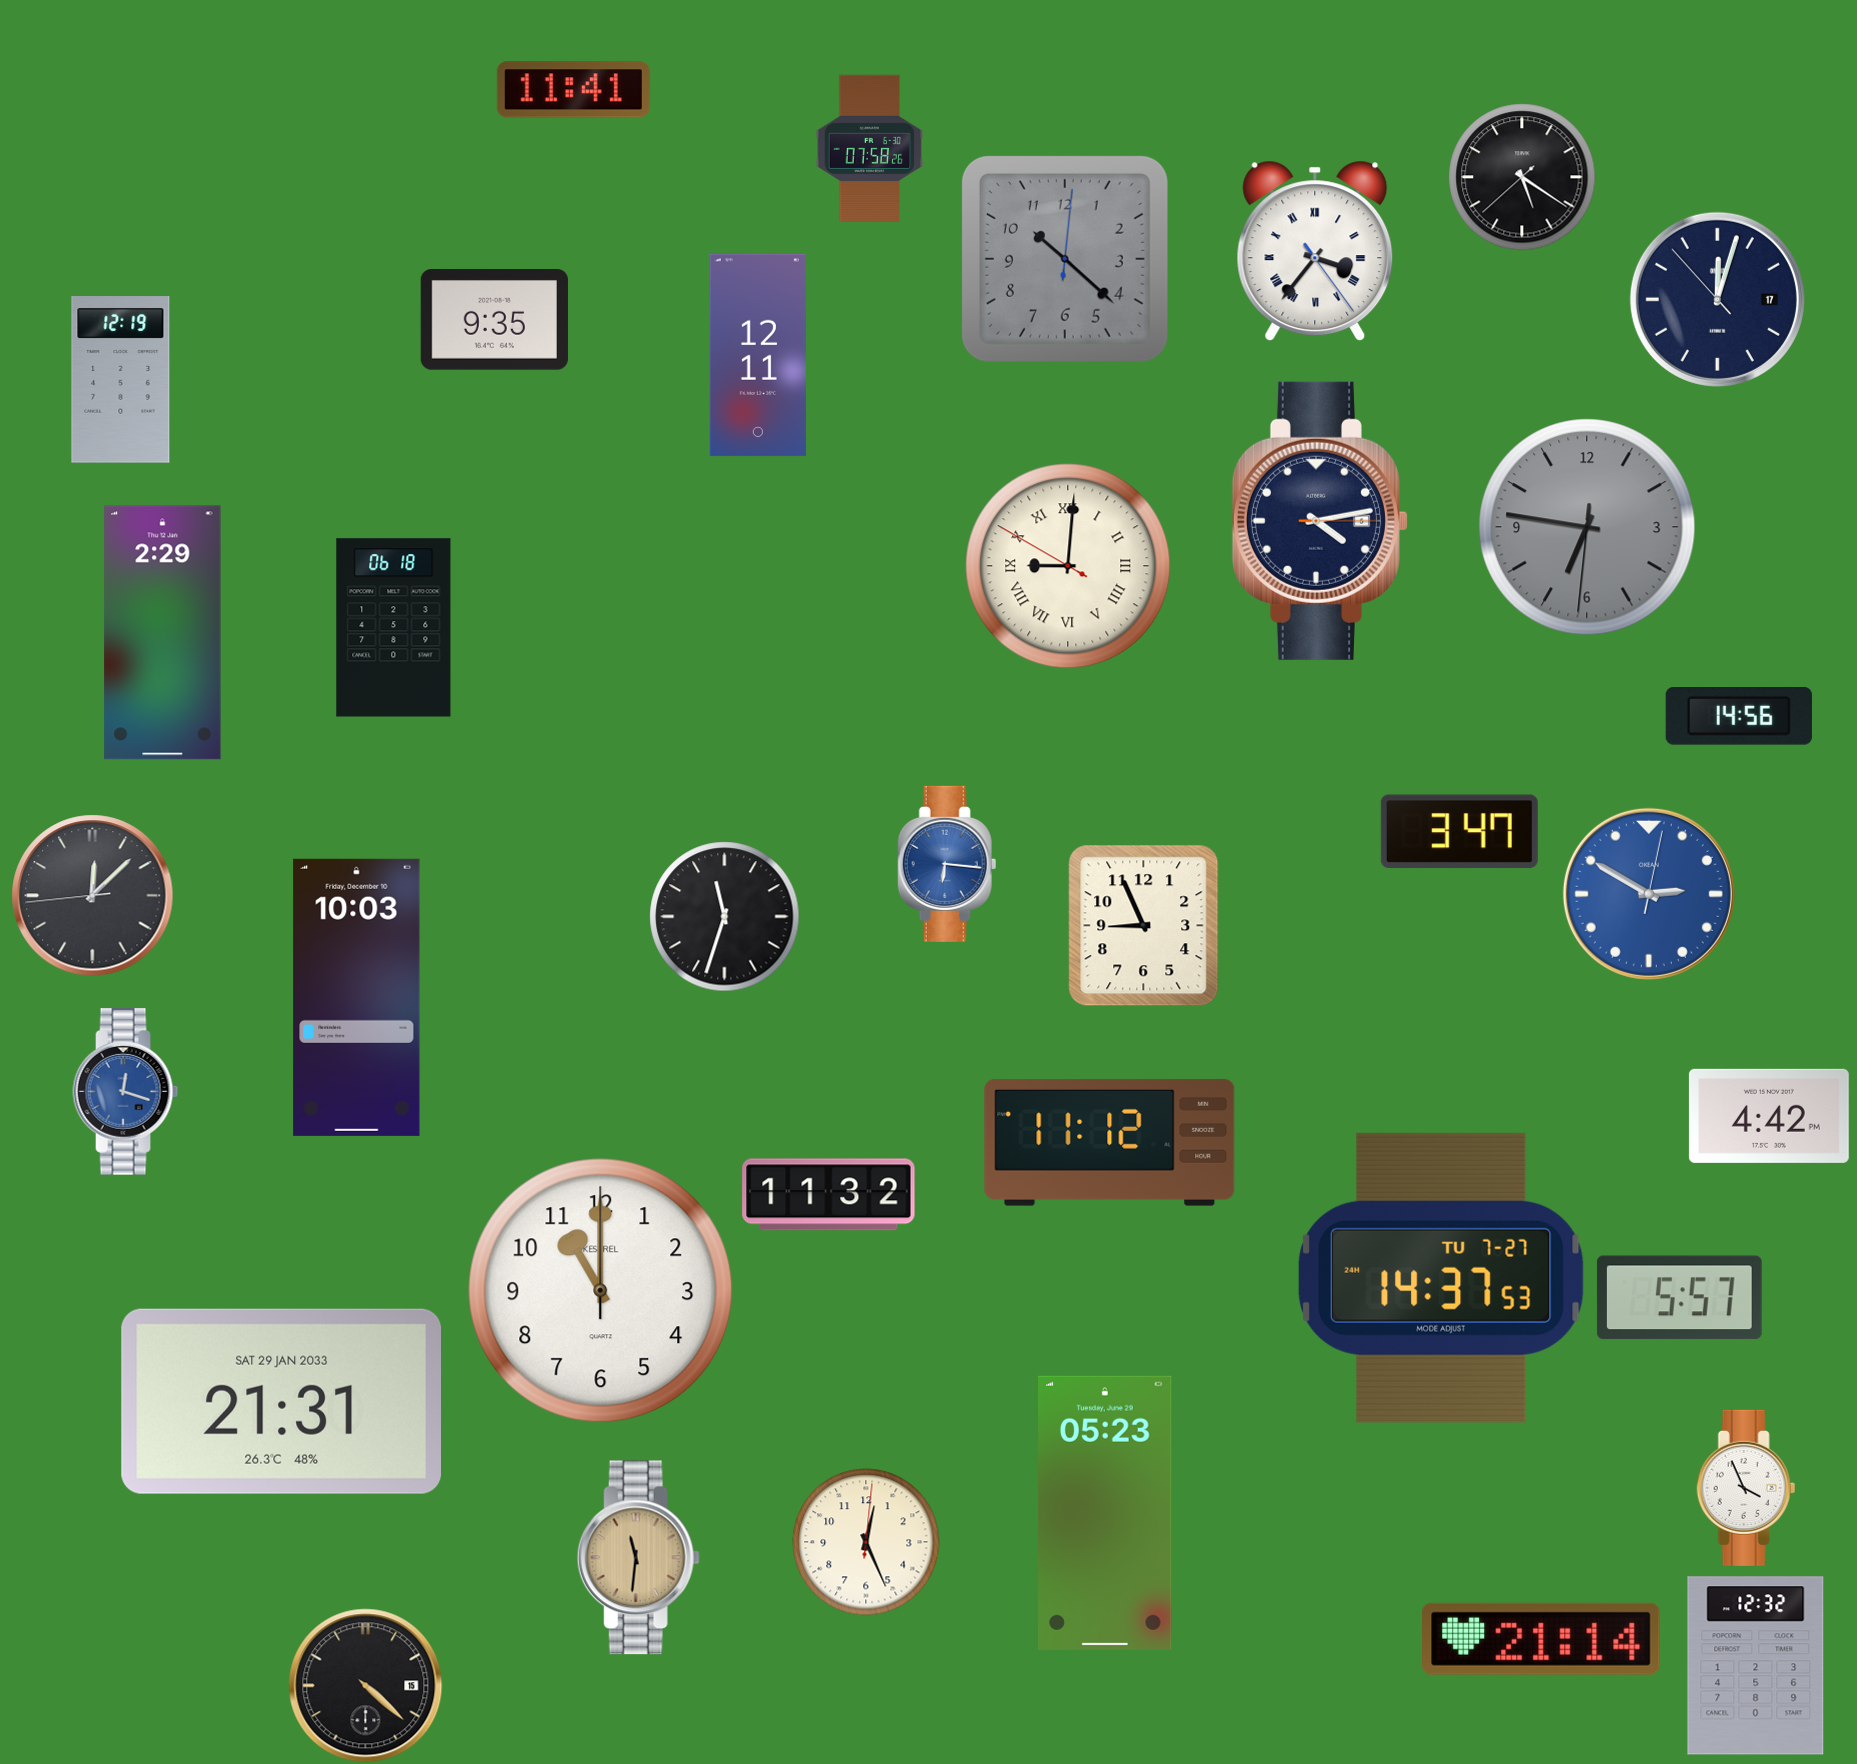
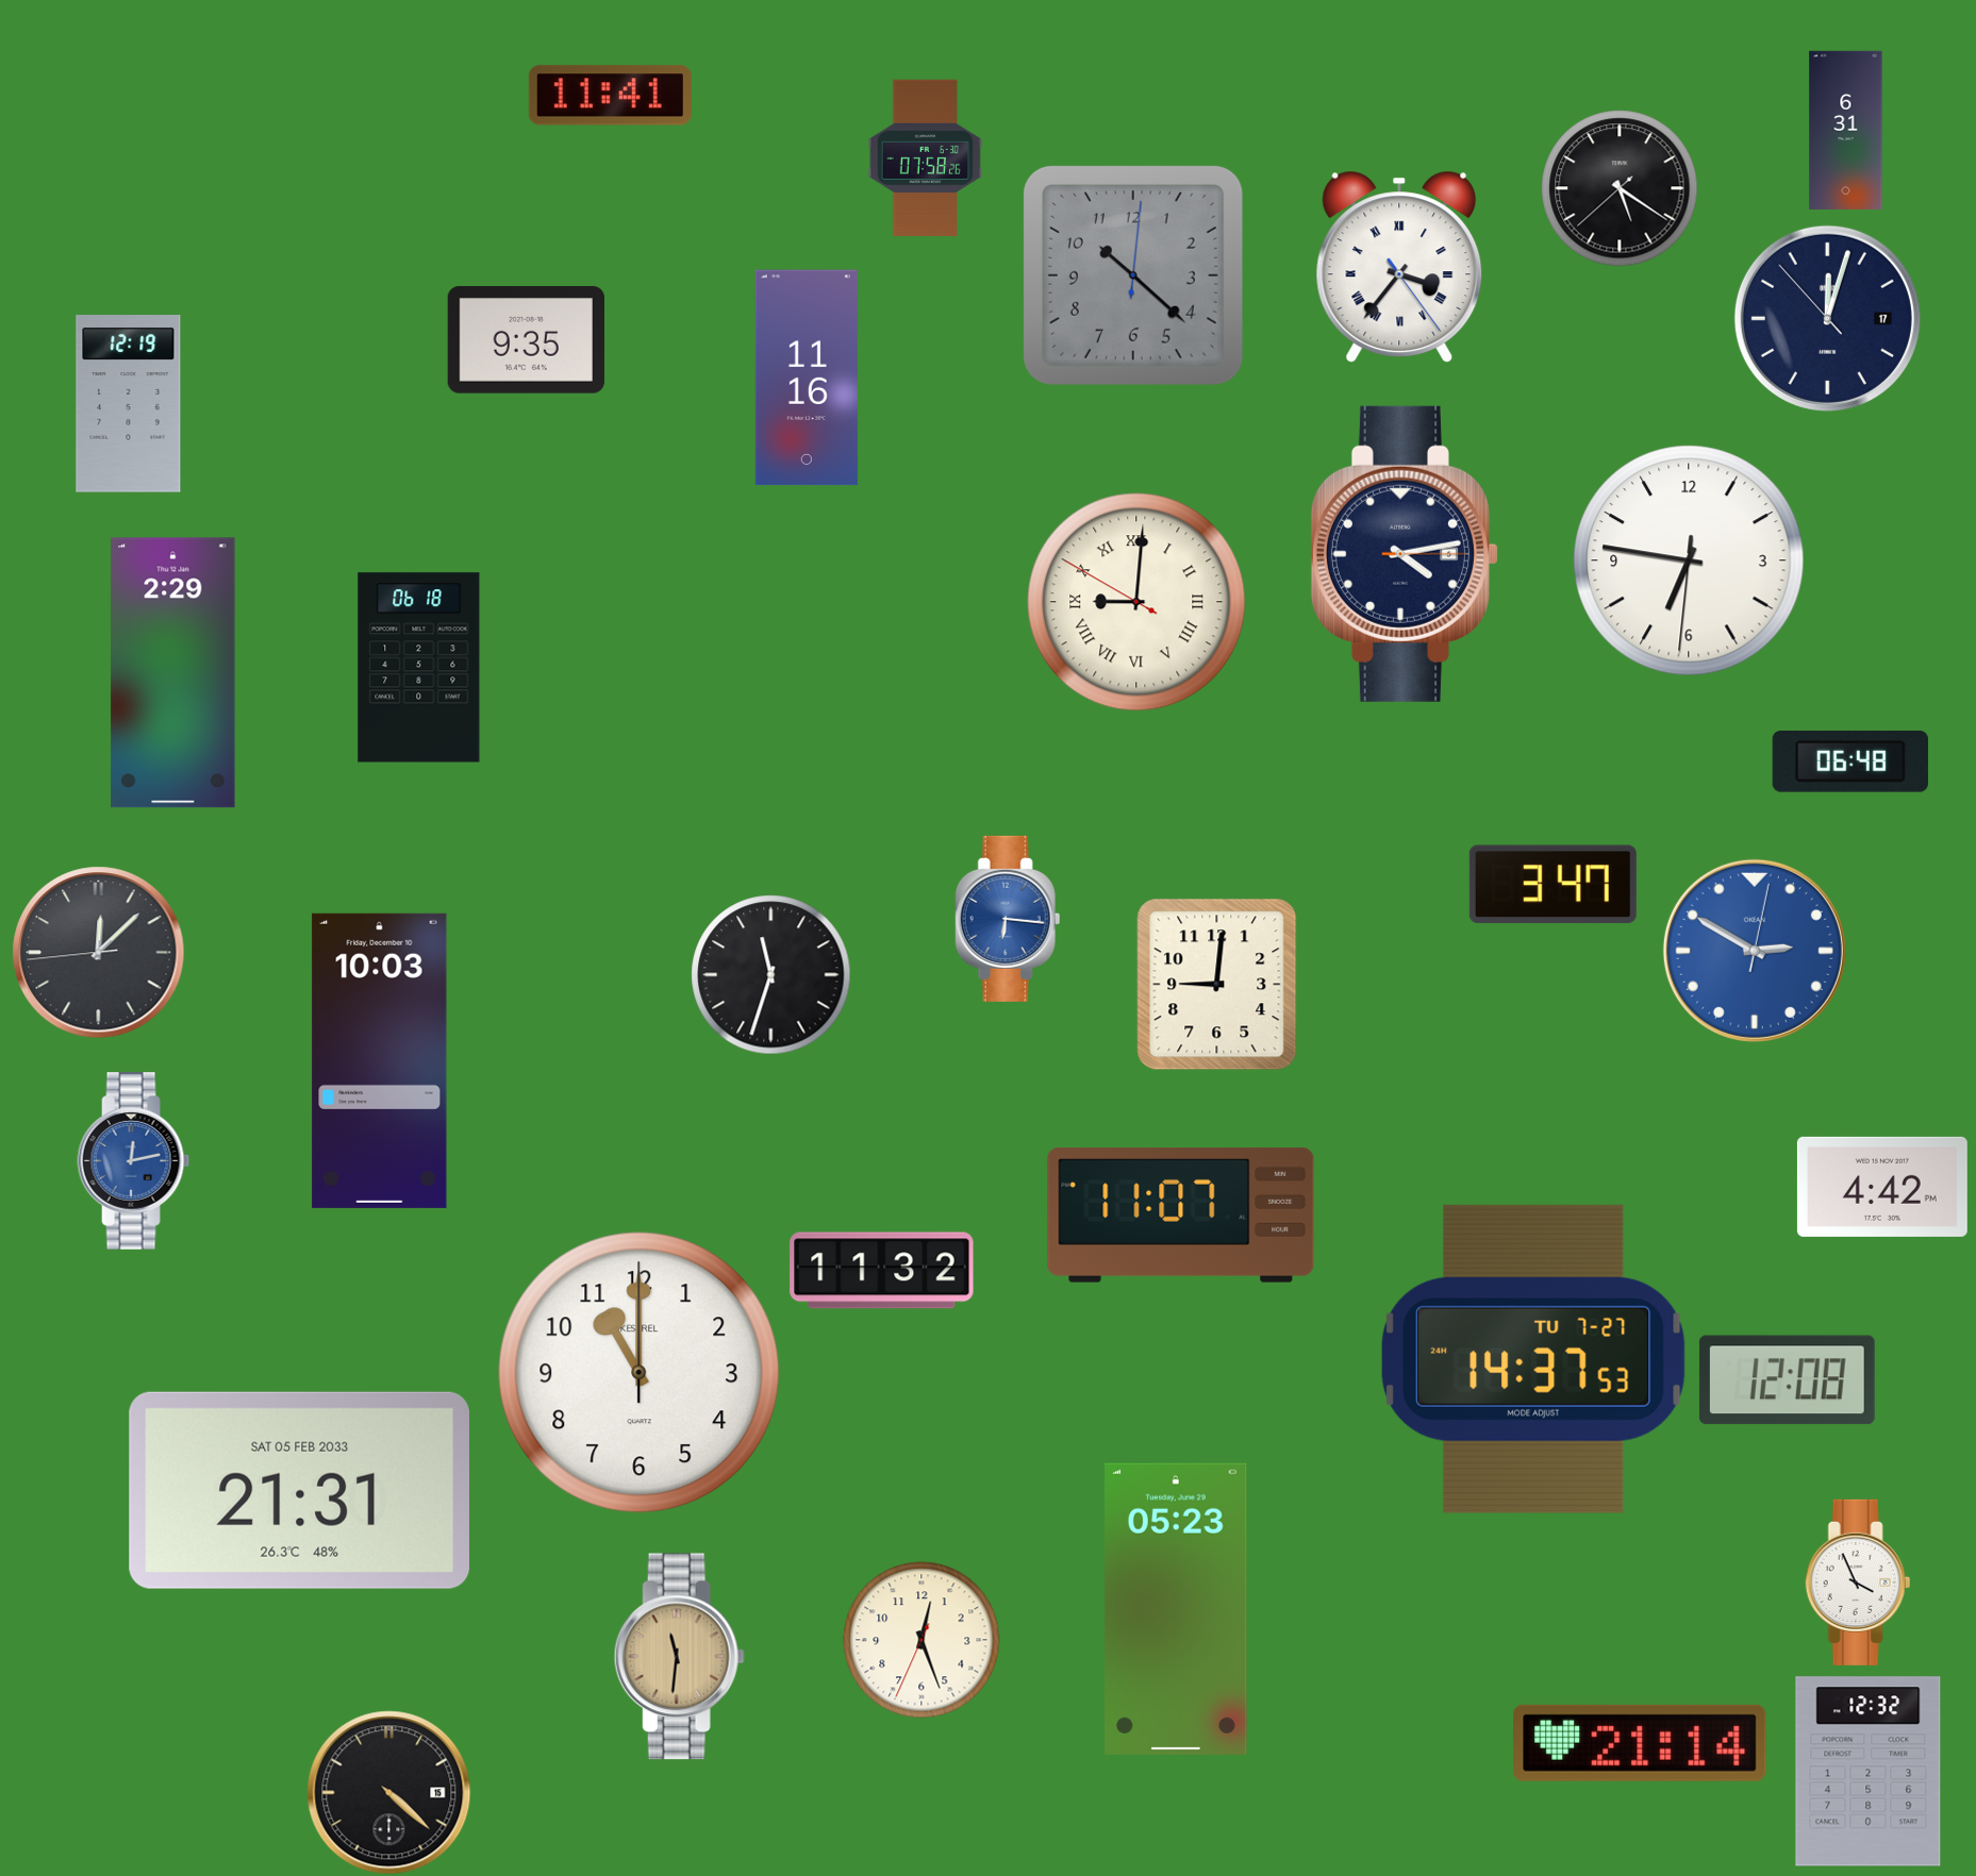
clock at (1846, 130): none -> 6:31
clock at (758, 355): 12:11 -> 11:16
clock at (1587, 527) dial: grey -> white
clock at (1739, 717): 14:56 -> 06:48
clock at (1144, 926): 8:56 -> 9:01
clock at (126, 1092): 12:18 -> 12:13
clock at (1110, 1142): 11:12 -> 11:07
clock at (1679, 1298): 5:57 -> 12:08
clock at (281, 1401) date: SAT 29 JAN 2033 -> SAT 05 FEB 2033
clock at (866, 1542): 12:26:01 -> 12:26:34
